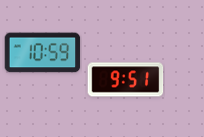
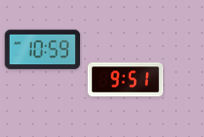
clock at (43, 53) position: (43, 53) -> (43, 50)
